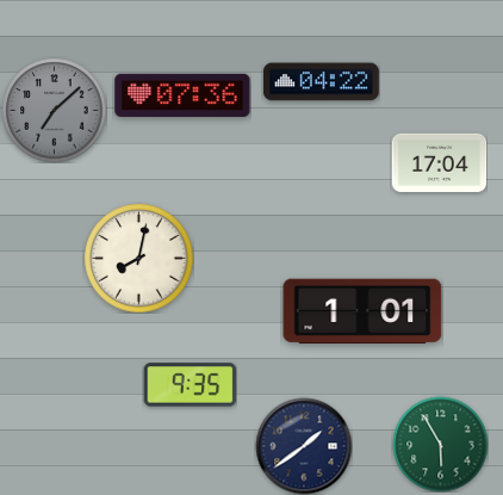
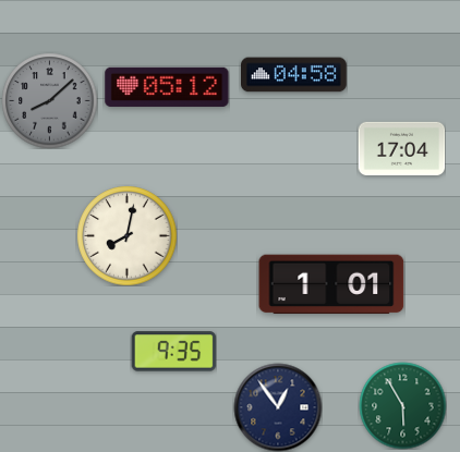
clock at (322, 82): 04:22 -> 04:58
clock at (182, 95): 07:36 -> 05:12
clock at (54, 110): 7:08 -> 8:08
clock at (304, 446): 1:39 -> 12:54
